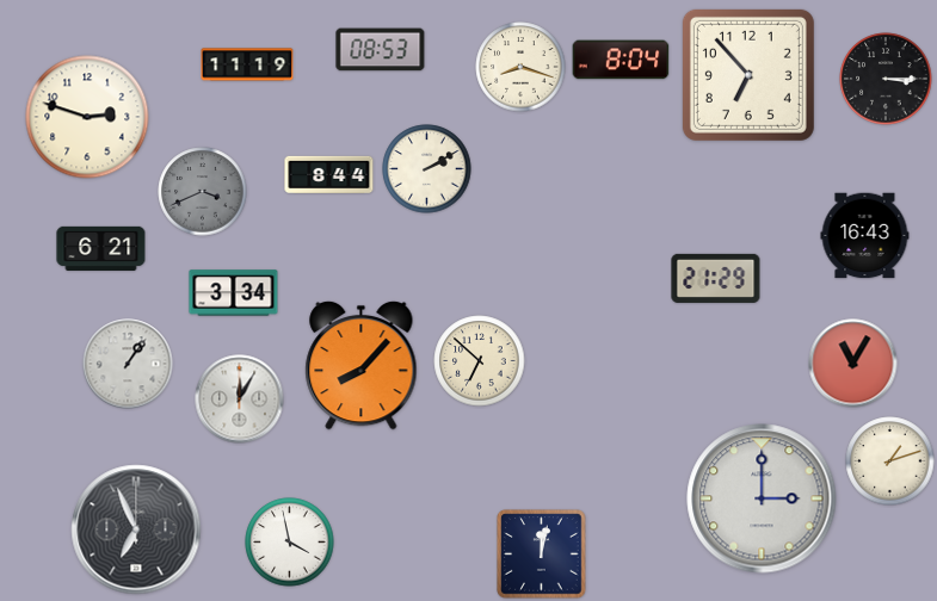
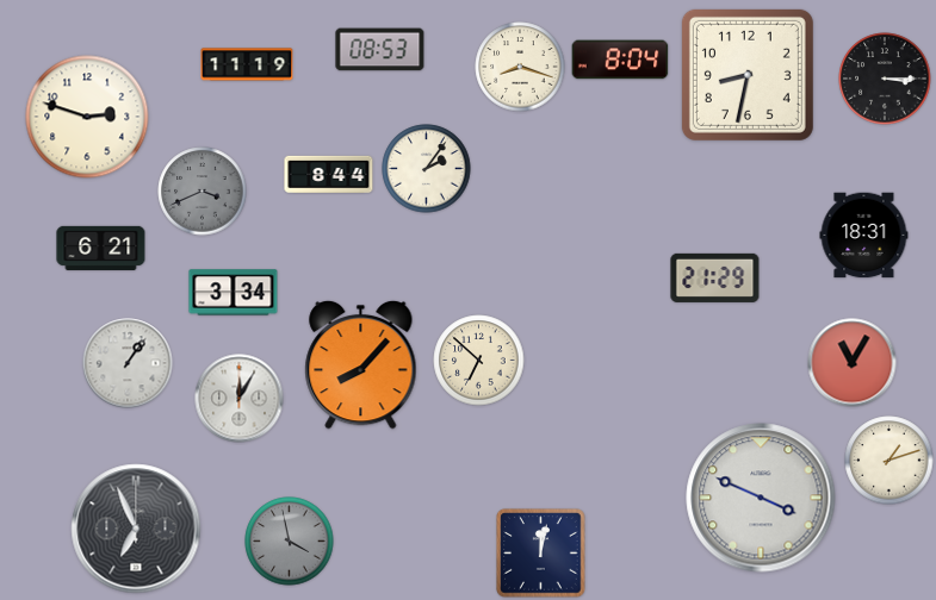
clock at (748, 75): 6:53 -> 8:32
clock at (427, 169): 2:10 -> 2:06
clock at (865, 236): 16:43 -> 18:31
clock at (762, 498): 3:00 -> 3:49
clock at (290, 543) dial: white -> grey
